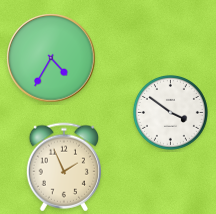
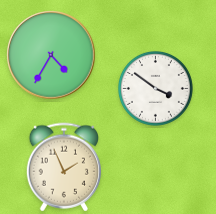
clock at (51, 58) position: (51, 58) -> (51, 55)
clock at (170, 112) position: (170, 112) -> (155, 88)
